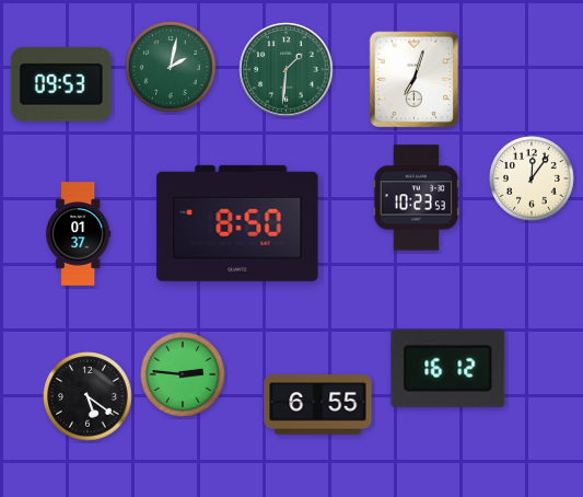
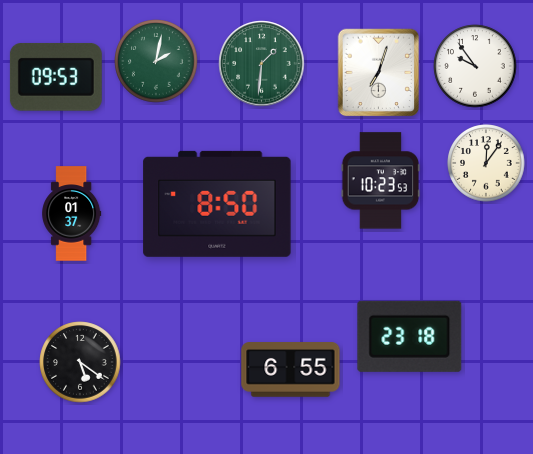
clock at (475, 66): none -> 9:54
clock at (448, 368): 16:12 -> 23:18
clock at (183, 374): 2:46 -> none
